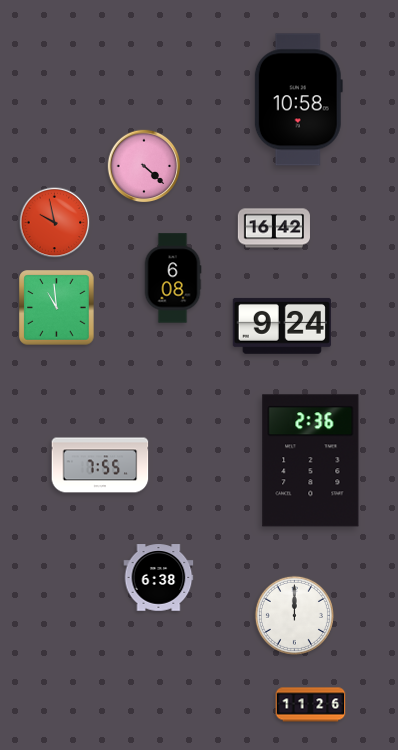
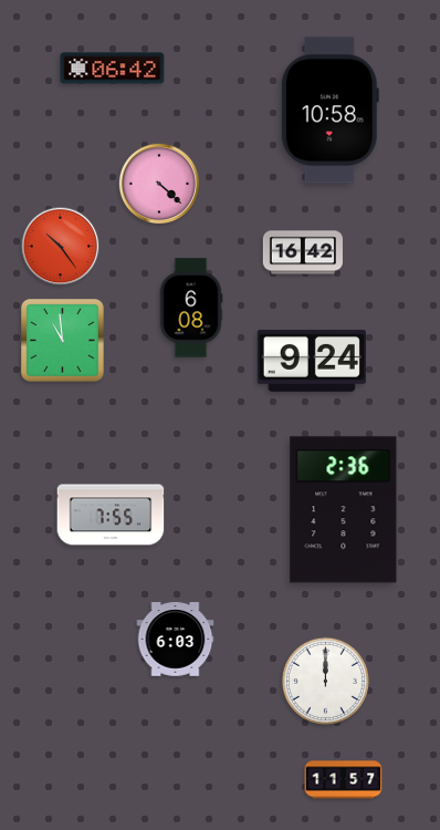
clock at (113, 69): none -> 06:42
clock at (55, 223): 9:58 -> 10:24
clock at (159, 578): 6:38 -> 6:03
clock at (311, 705): 11:26 -> 11:57
